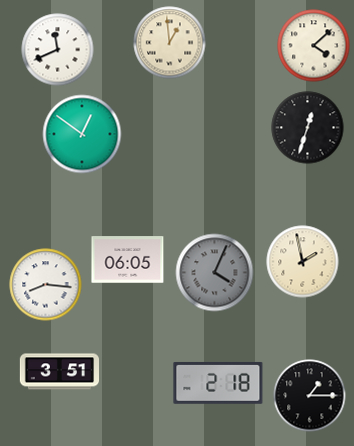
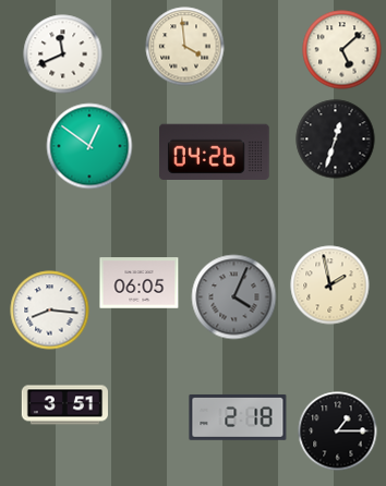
clock at (170, 43): 12:59 -> 3:59
clock at (314, 46): 4:08 -> 5:08
clock at (215, 153): none -> 04:26
